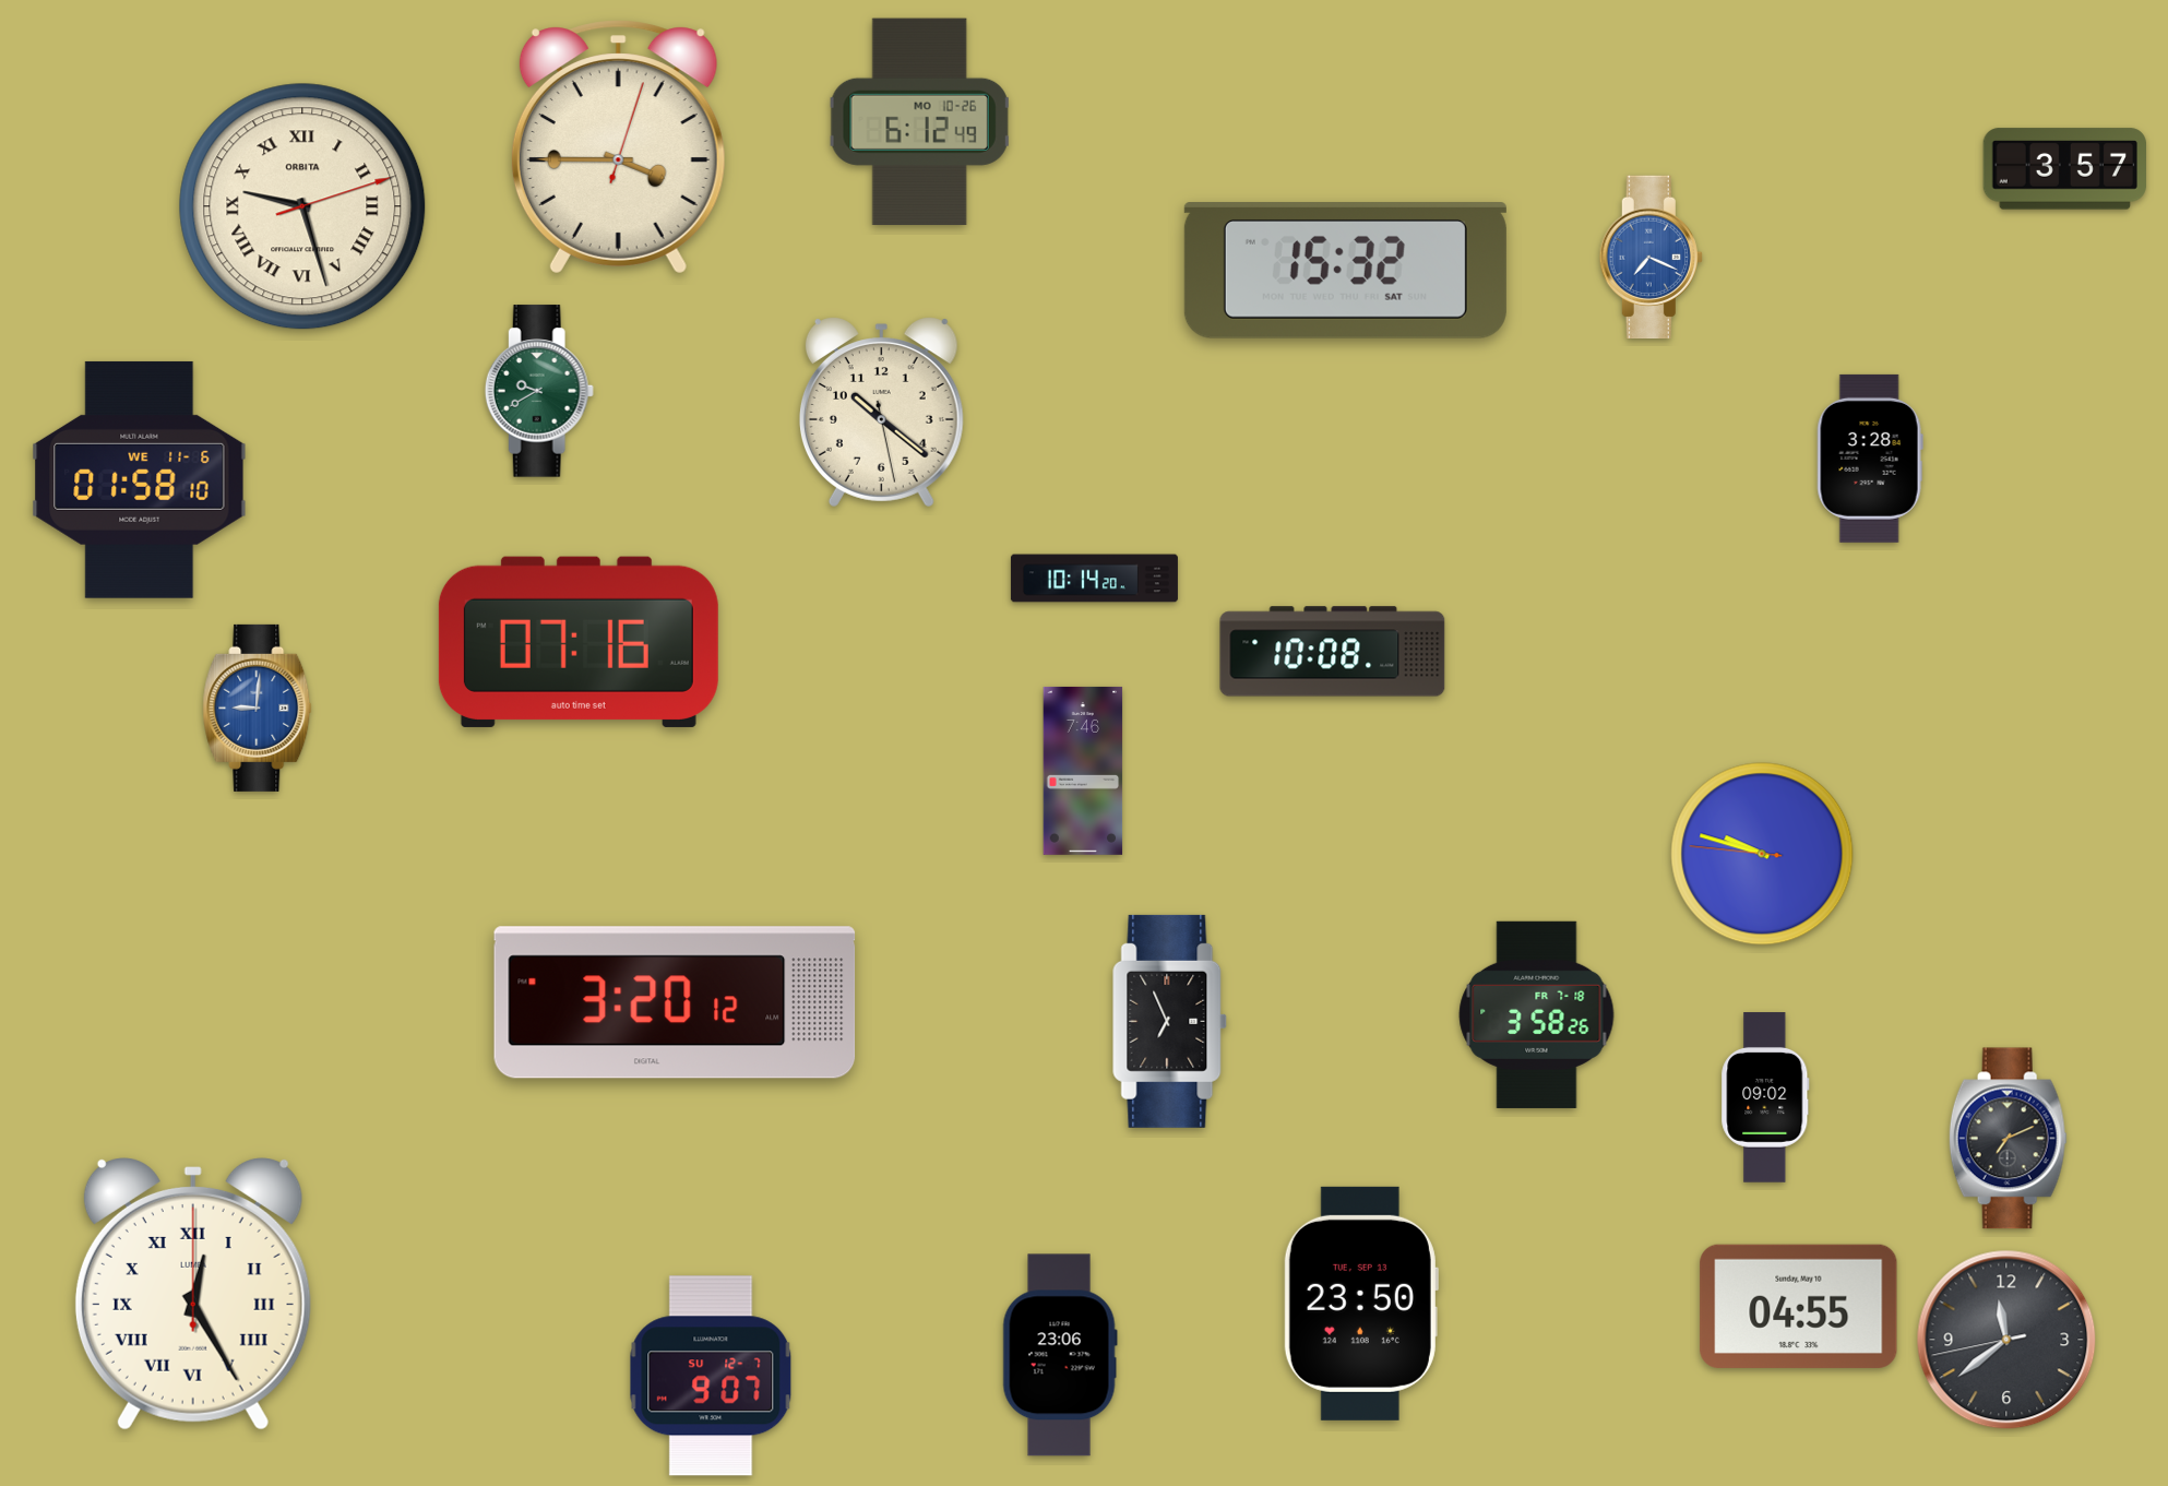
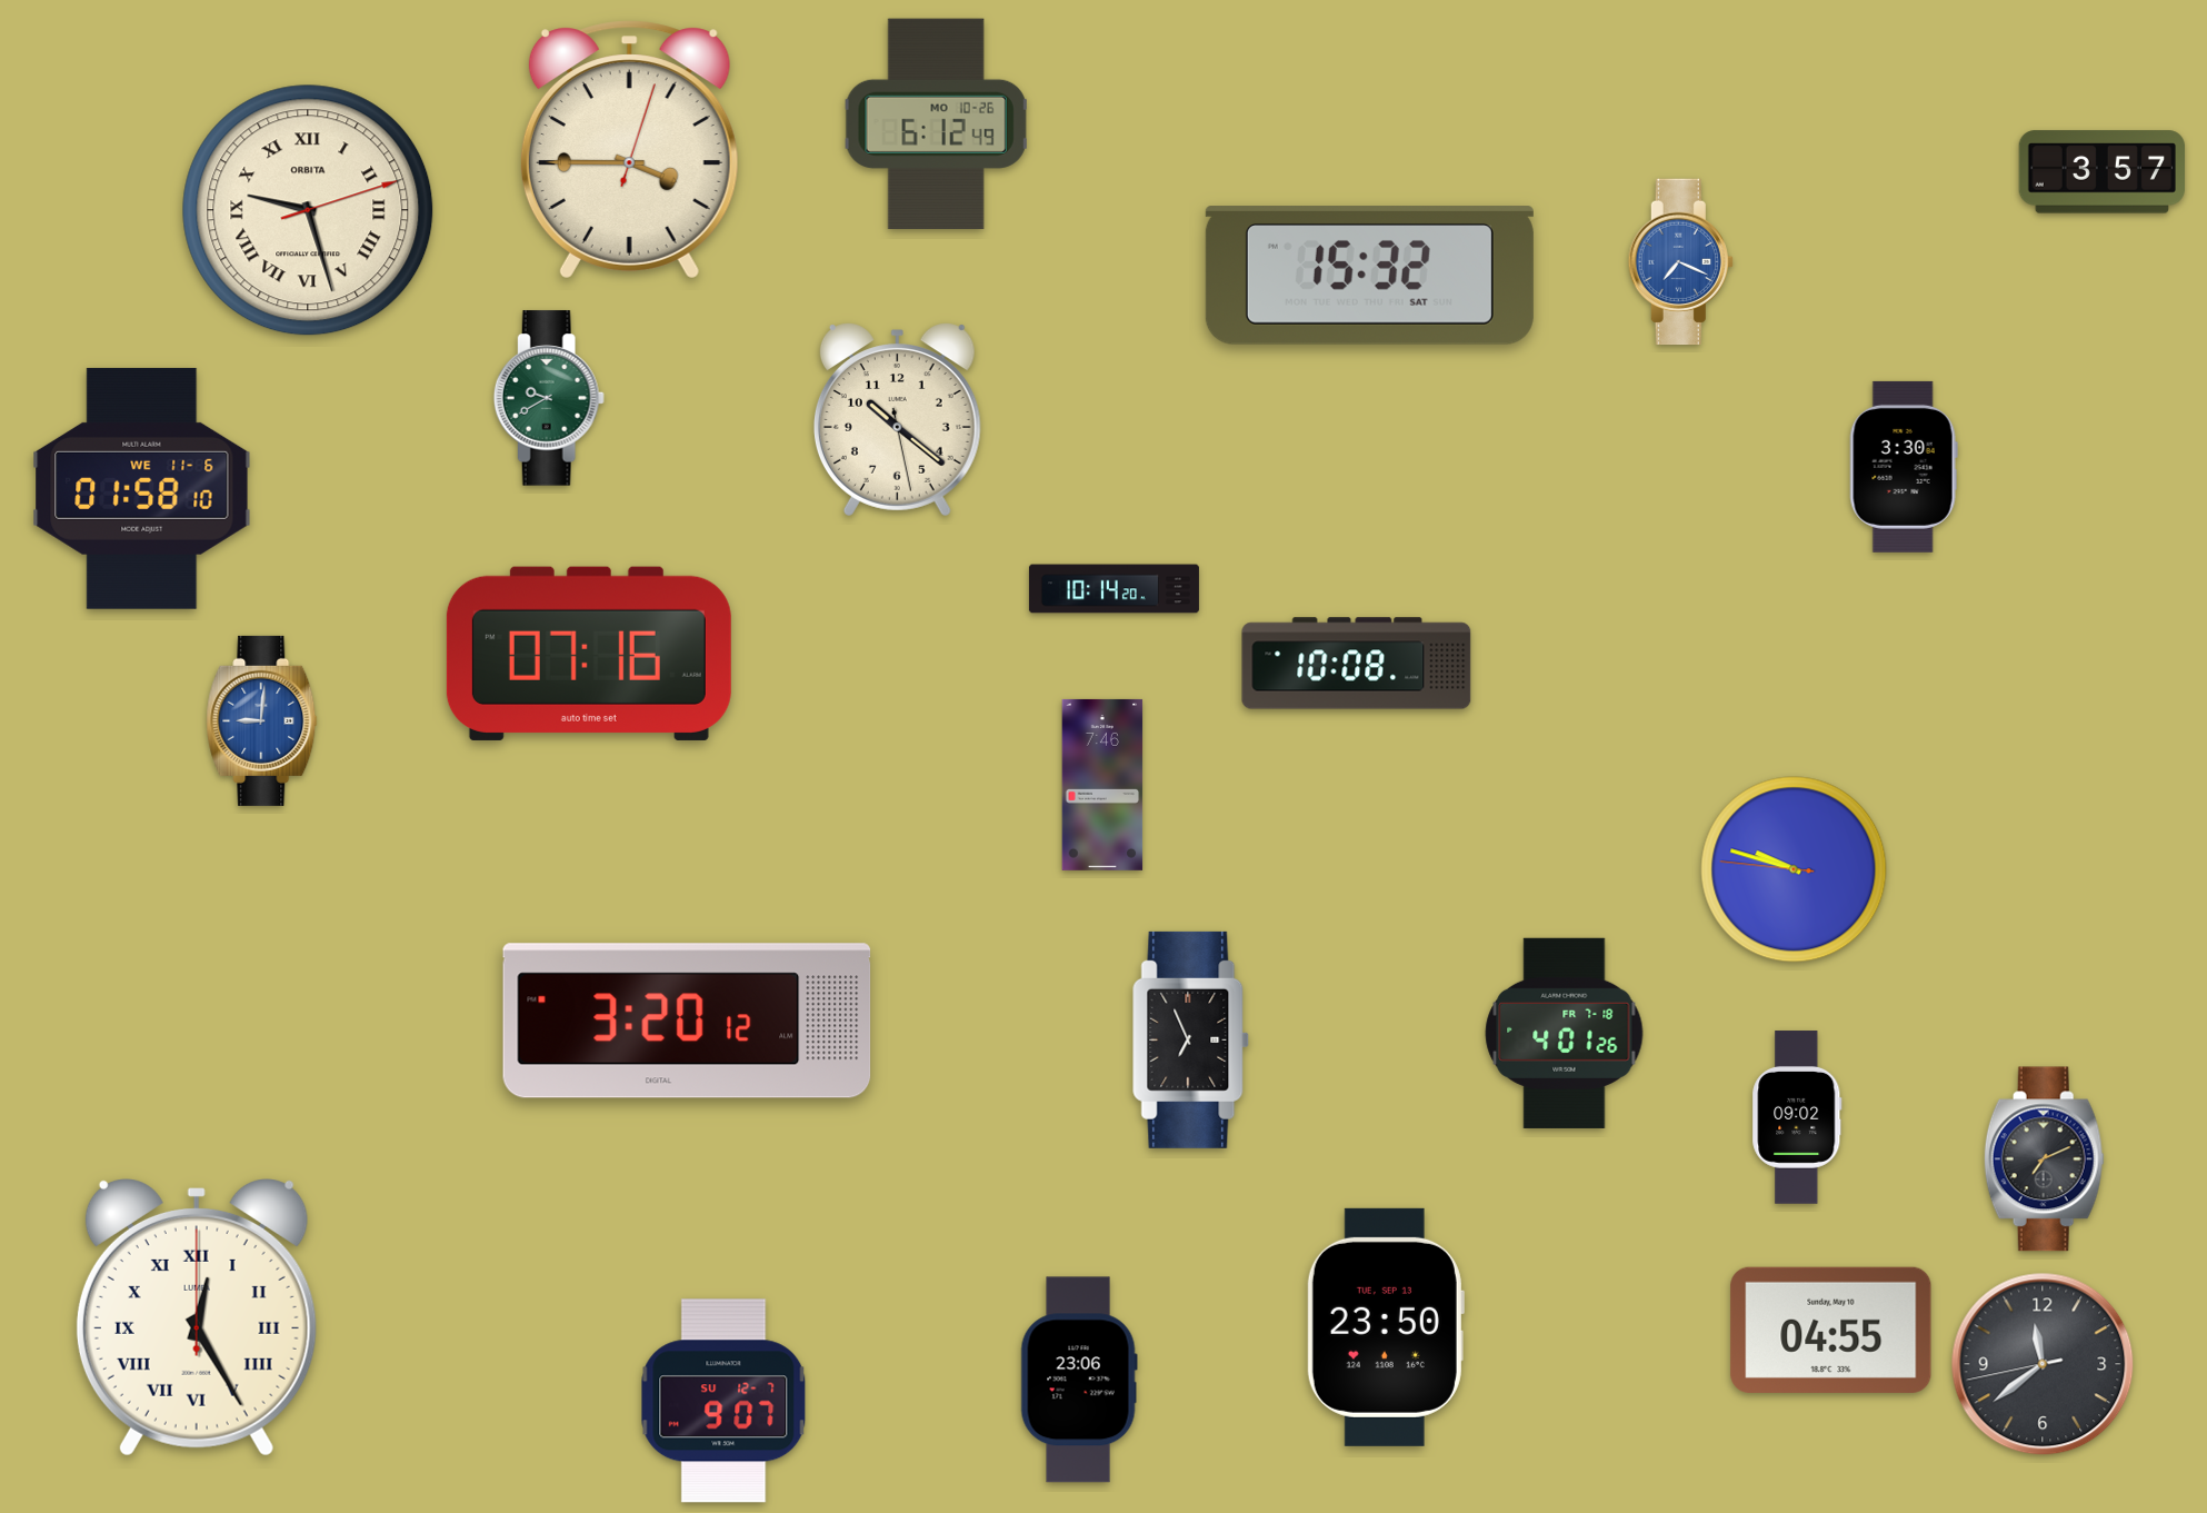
clock at (1870, 459): 3:28 -> 3:30
clock at (1537, 1014): 3:58 -> 4:01
